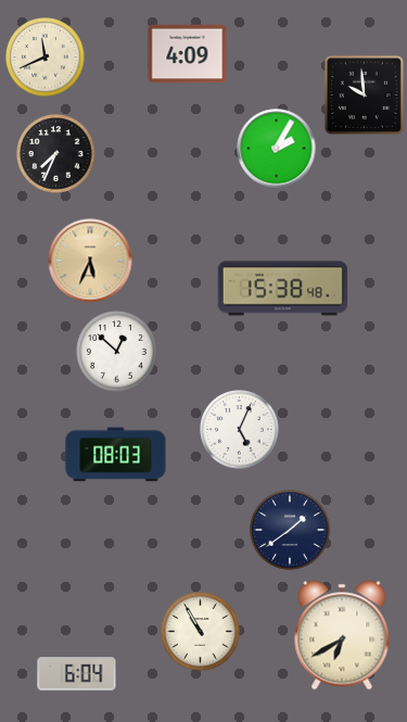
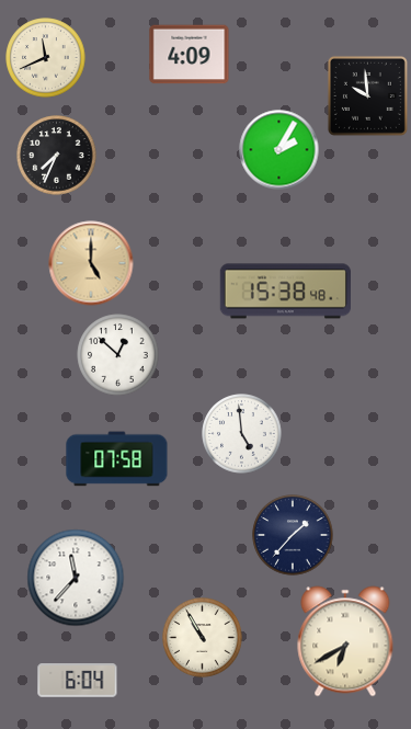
clock at (90, 261): 5:34 -> 5:00
clock at (240, 430): 5:04 -> 4:59
clock at (116, 455): 08:03 -> 07:58
clock at (290, 530): 1:39 -> 1:37
clock at (76, 578): none -> 11:37
